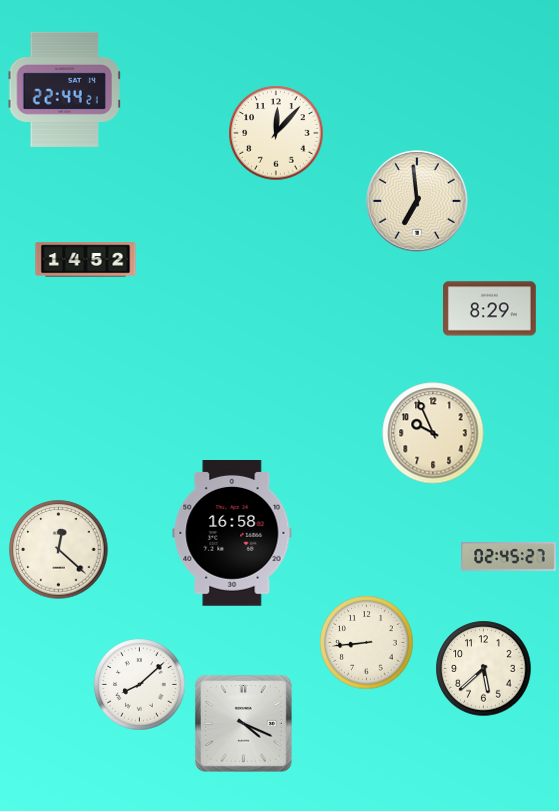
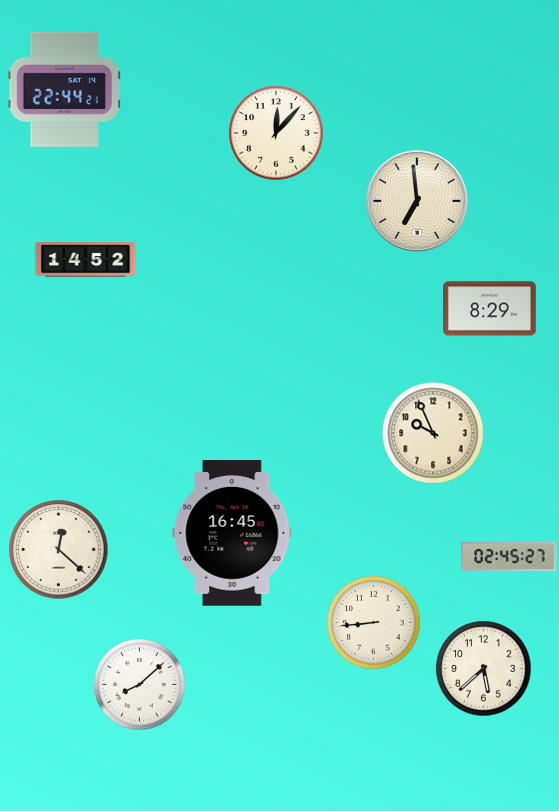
clock at (232, 534): 16:58 -> 16:45
clock at (367, 643) position: (367, 643) -> (374, 623)
clock at (243, 723): 4:19 -> none
